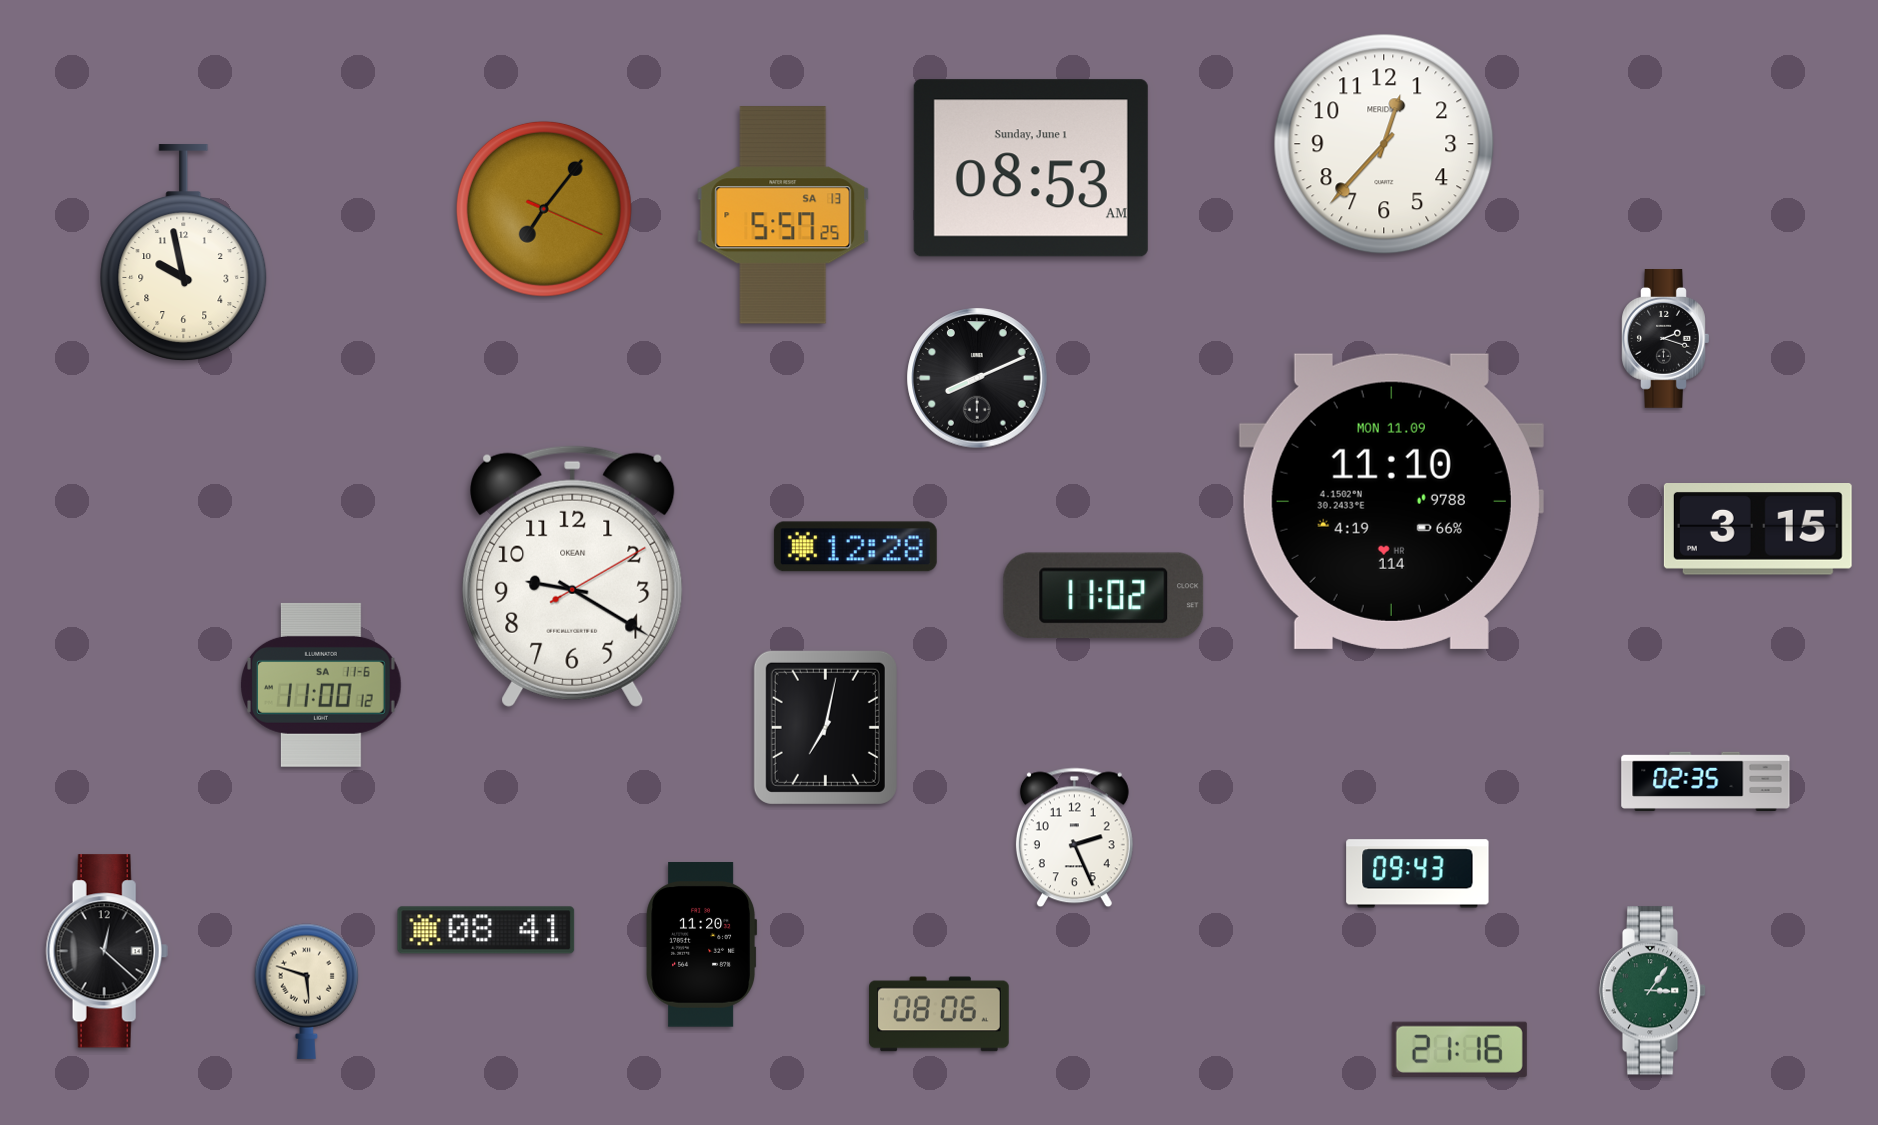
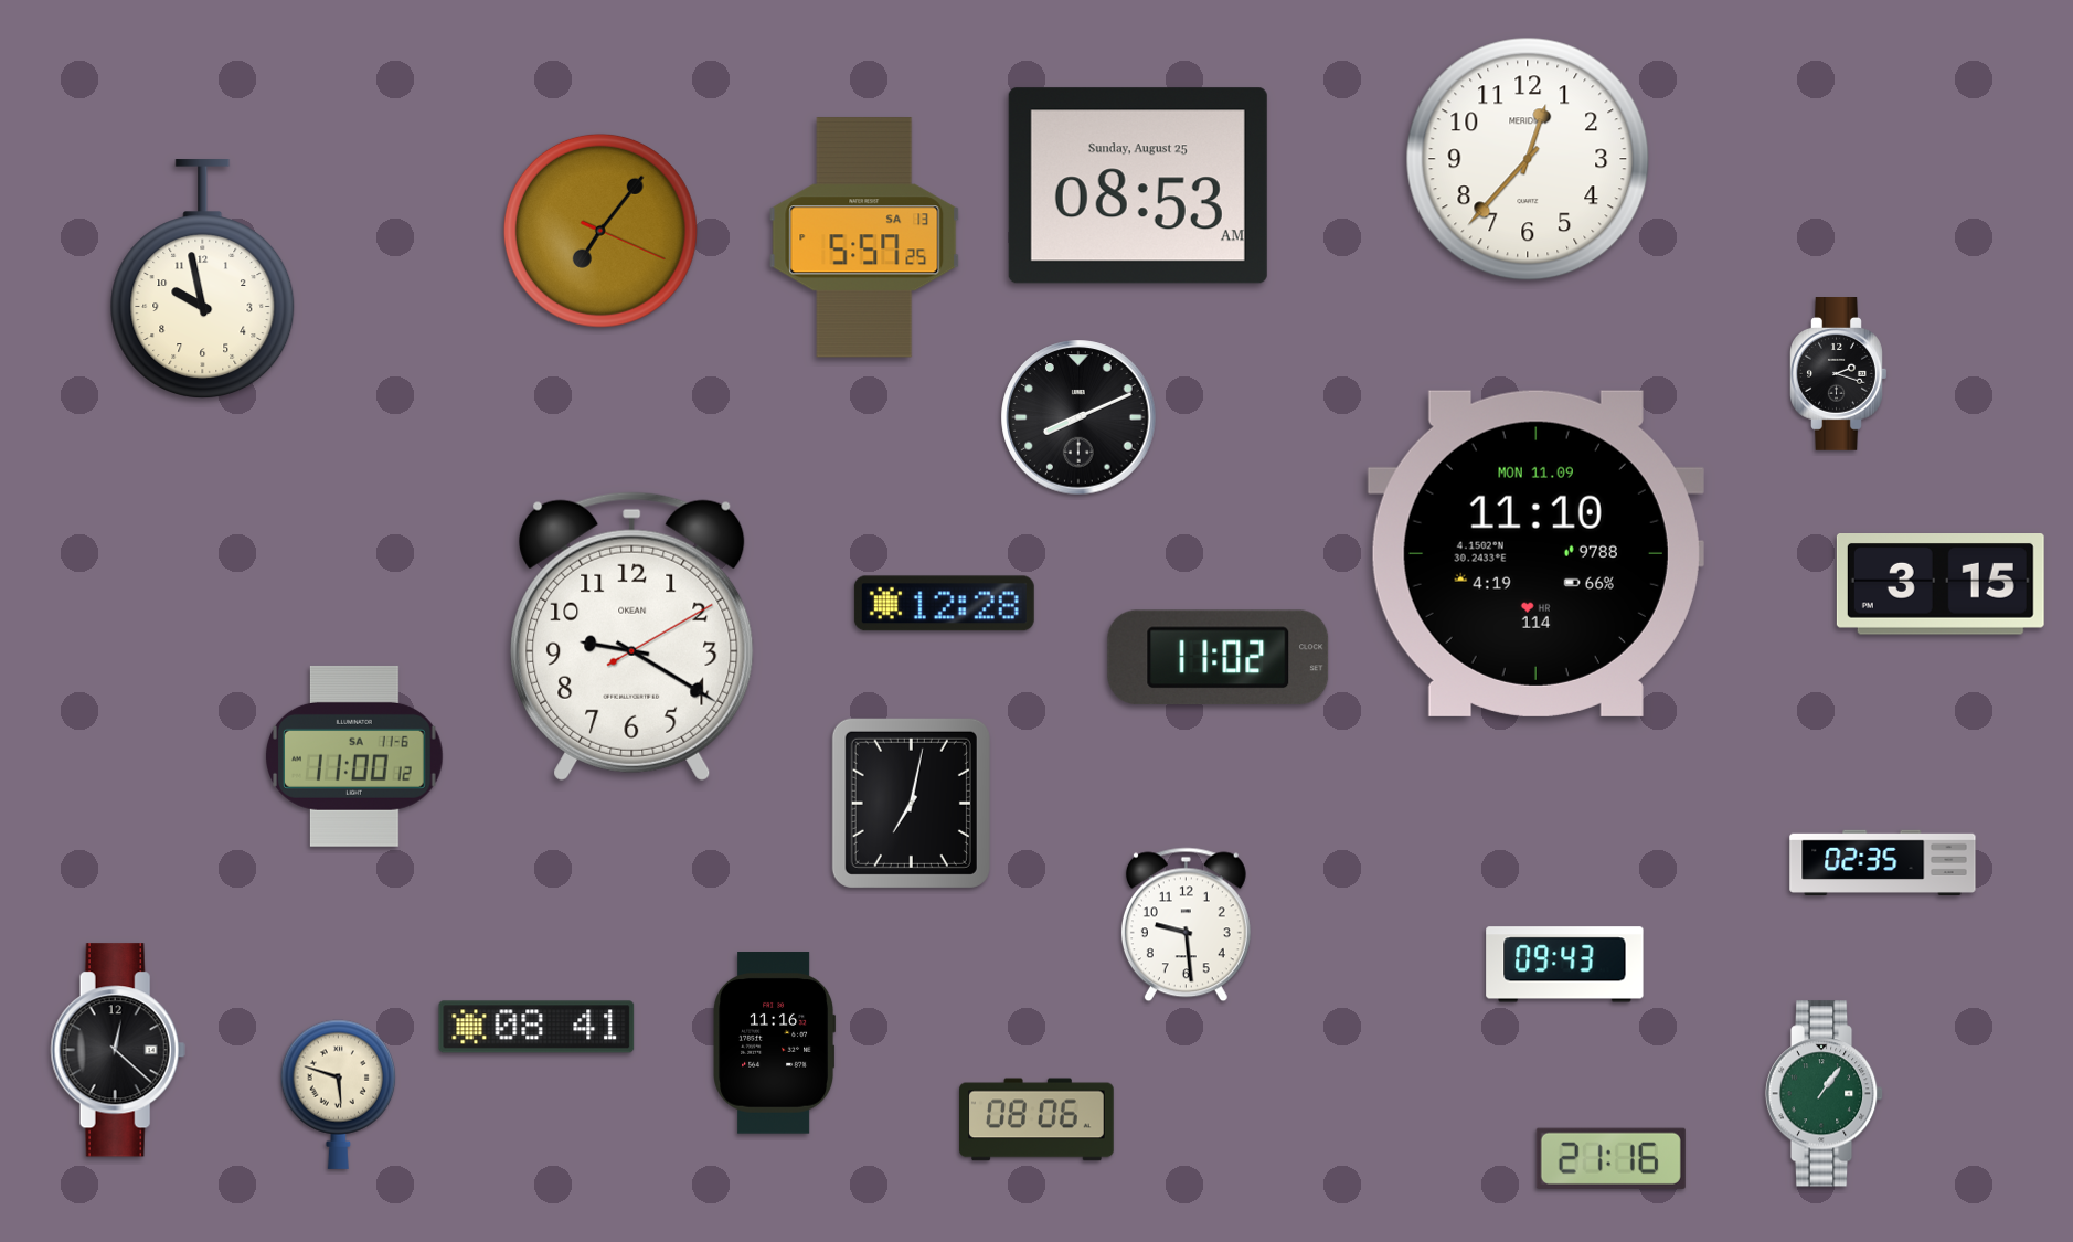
clock at (1031, 168) date: Sunday, June 1 -> Sunday, August 25
clock at (1074, 838): 2:26 -> 9:29
clock at (702, 945): 11:20 -> 11:16
clock at (1653, 991): 3:06 -> 1:06
